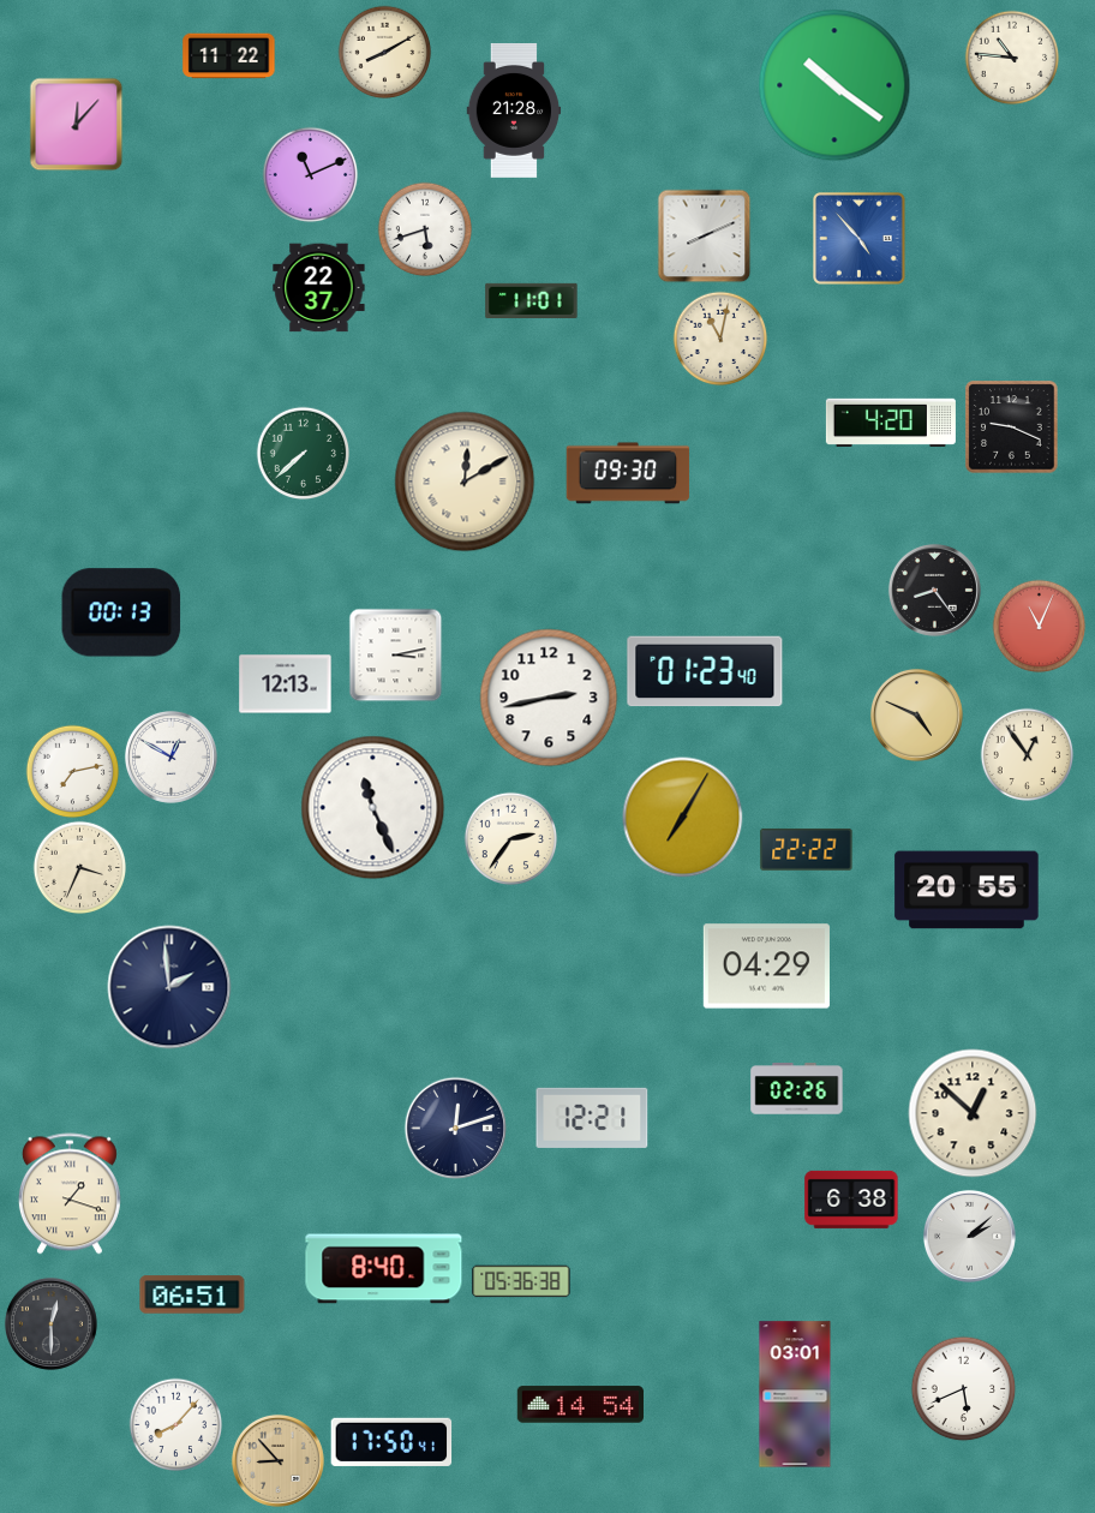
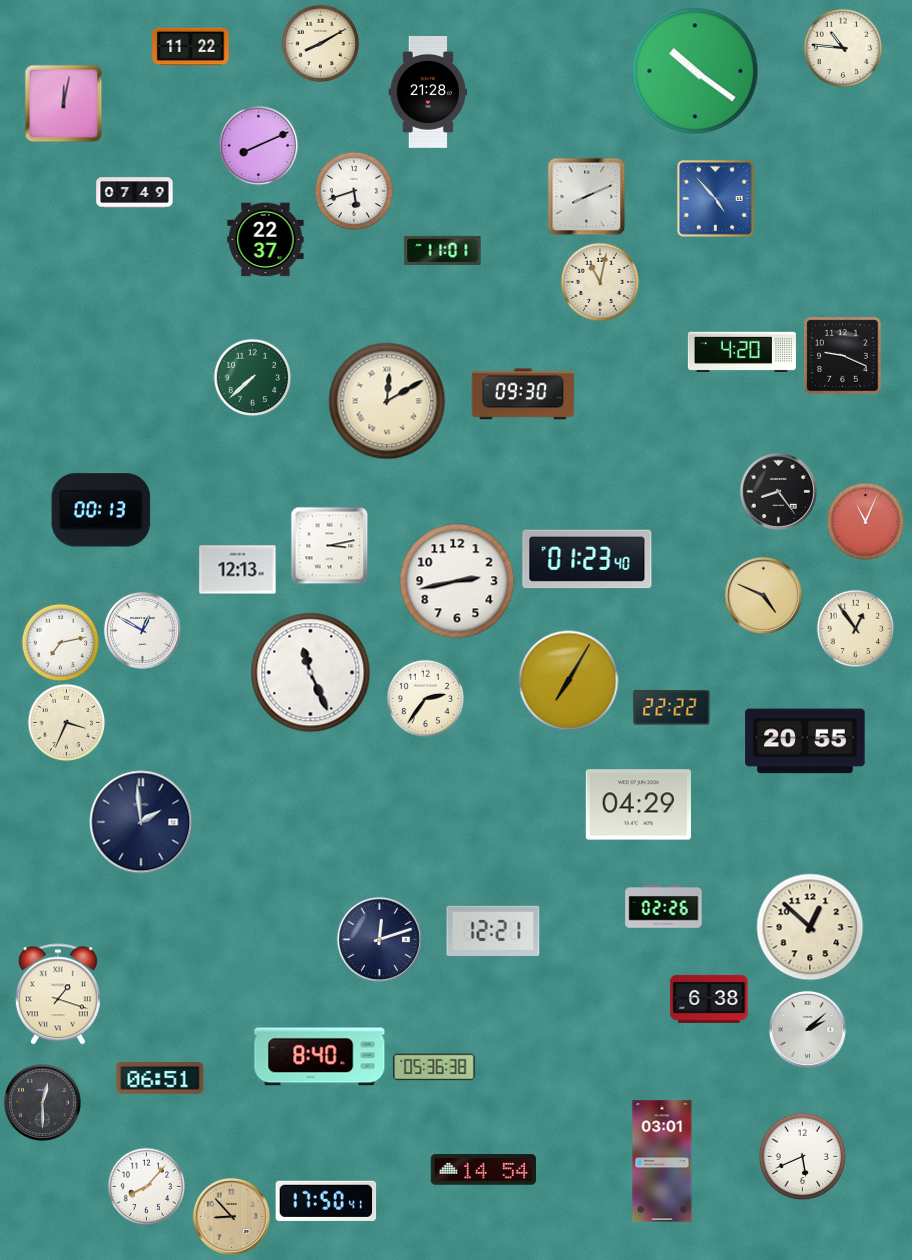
clock at (76, 124): 12:07 -> 12:02
clock at (310, 174): 11:11 -> 8:11
clock at (135, 193): none -> 07:49
